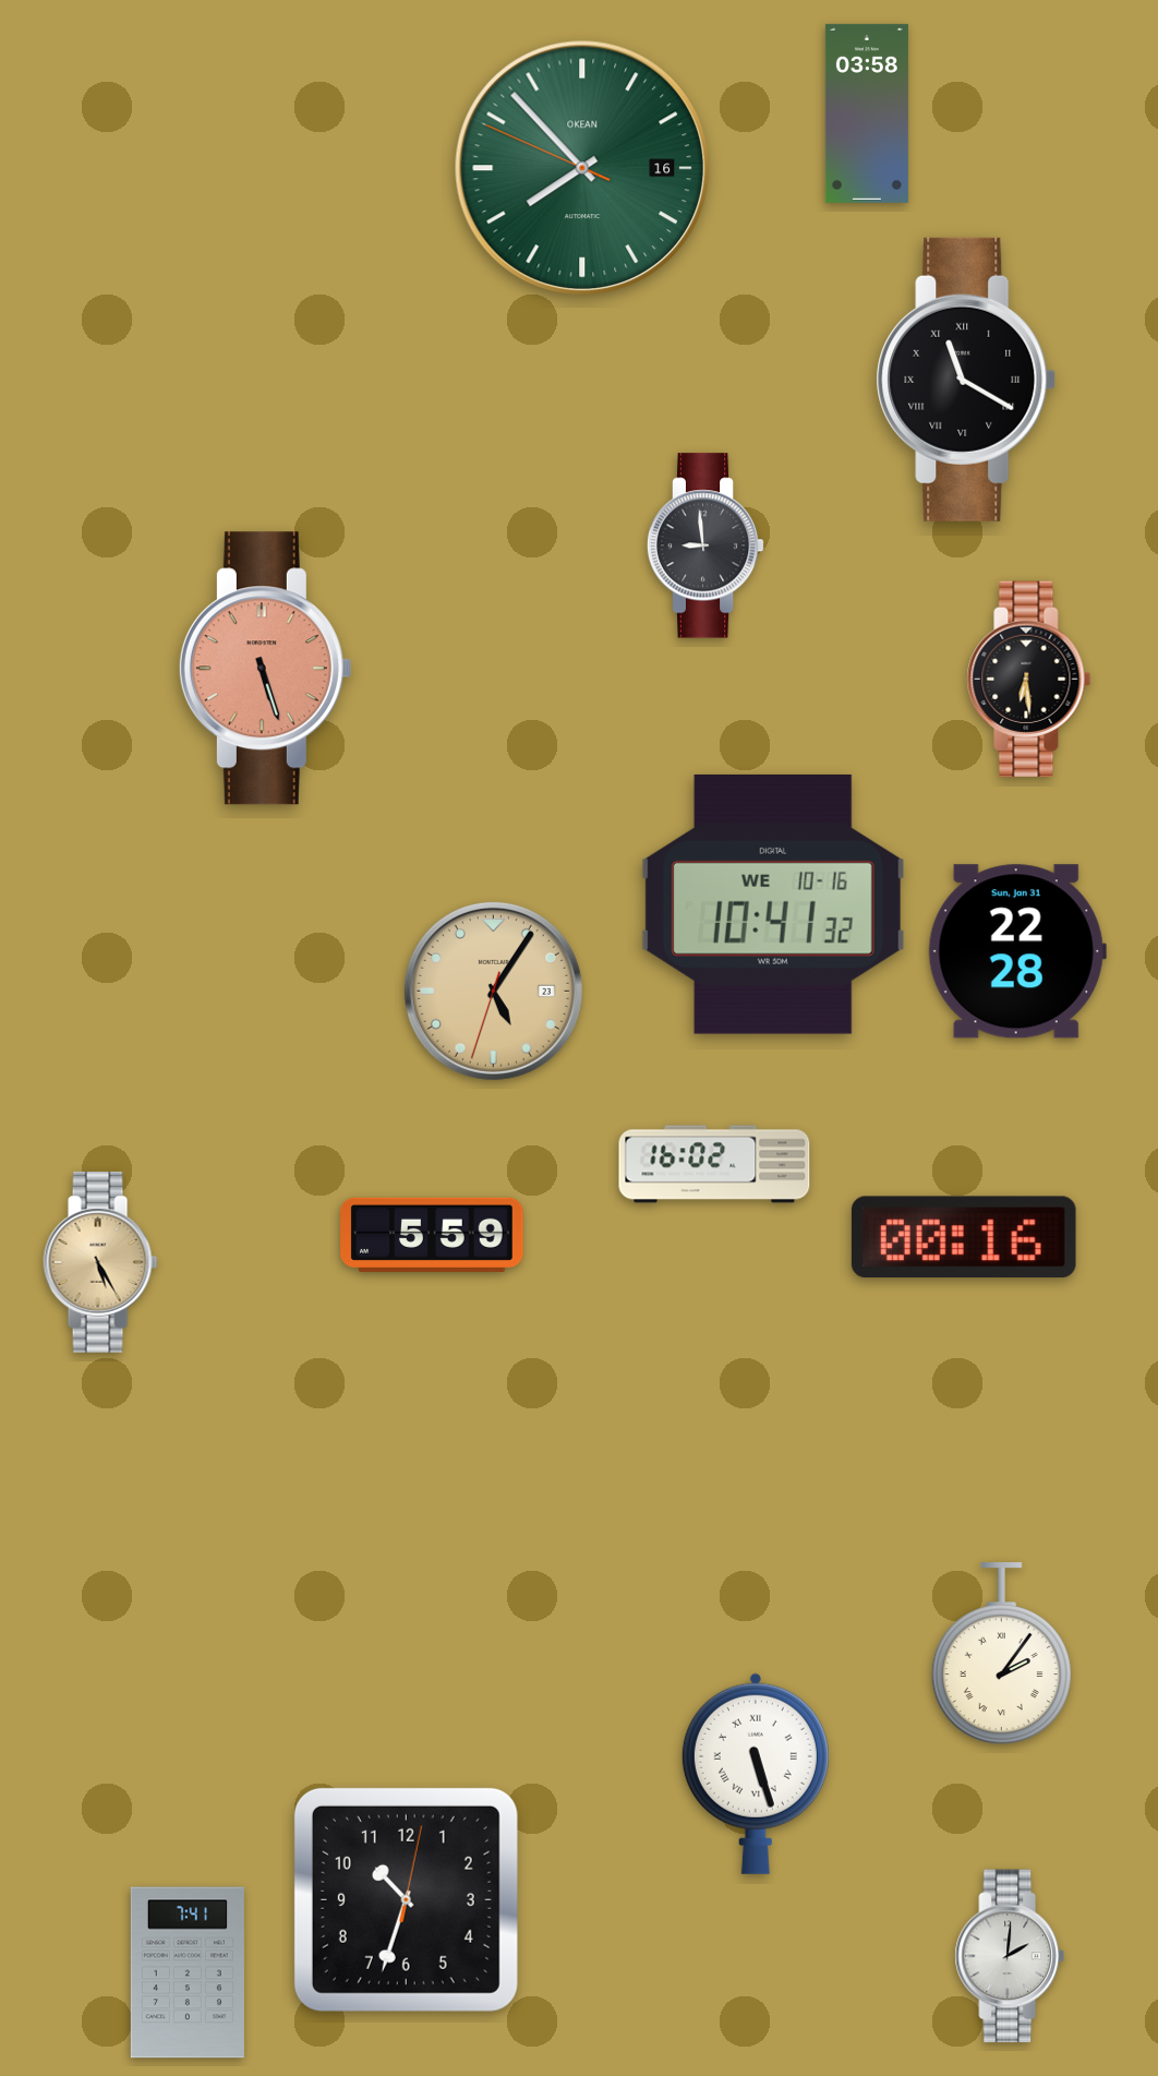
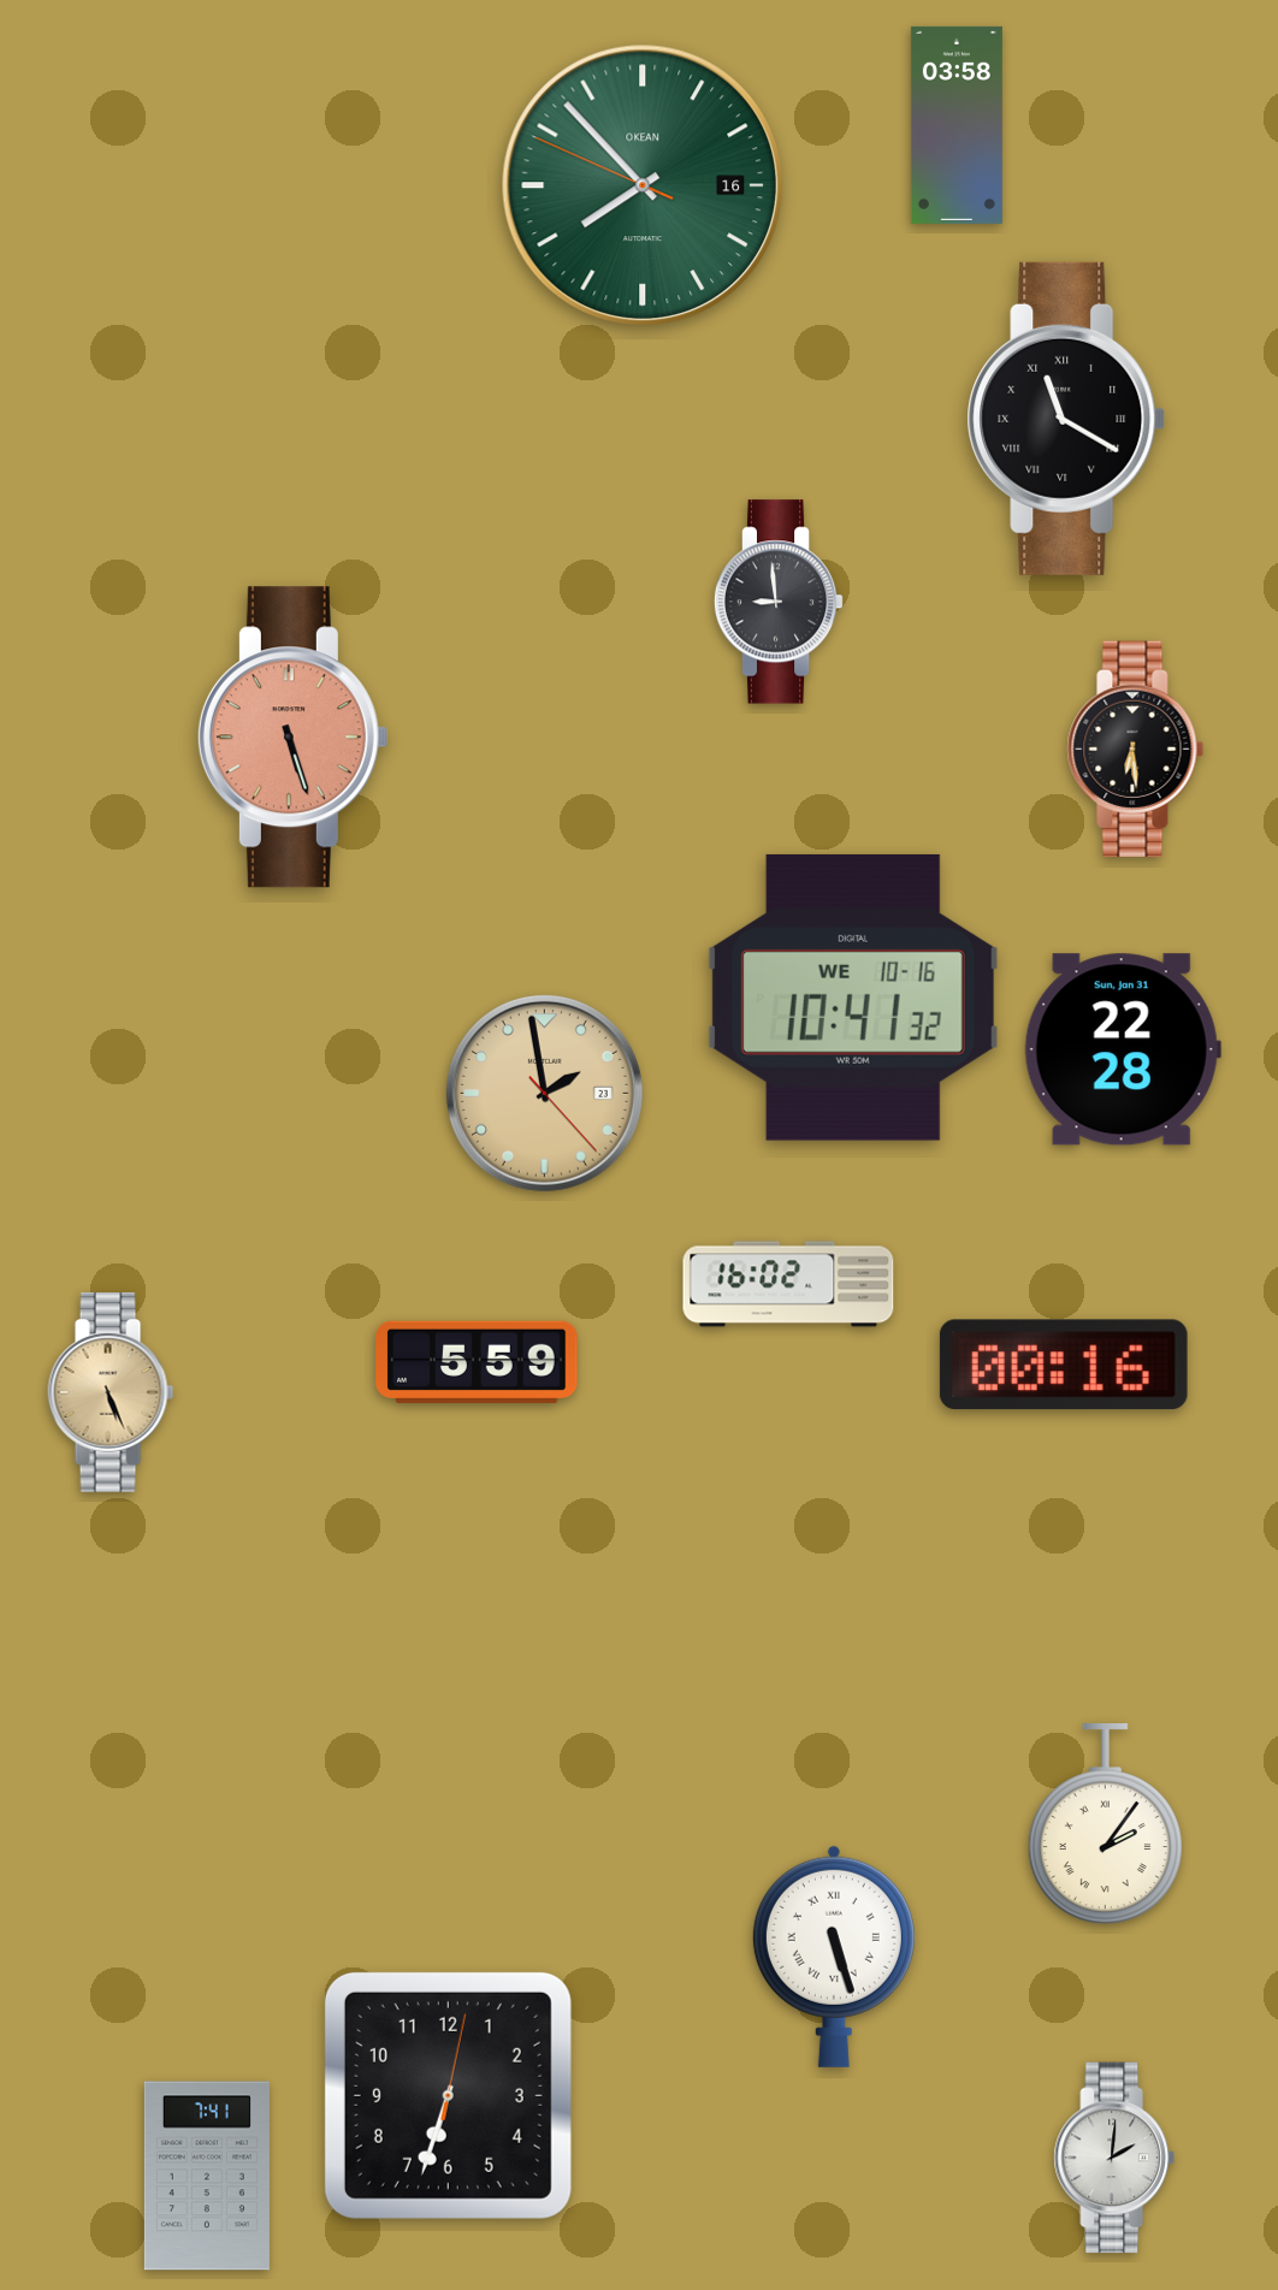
clock at (493, 991): 5:05 -> 1:58
clock at (100, 1262): 5:25 -> 5:26
clock at (406, 1899): 10:33 -> 6:33
